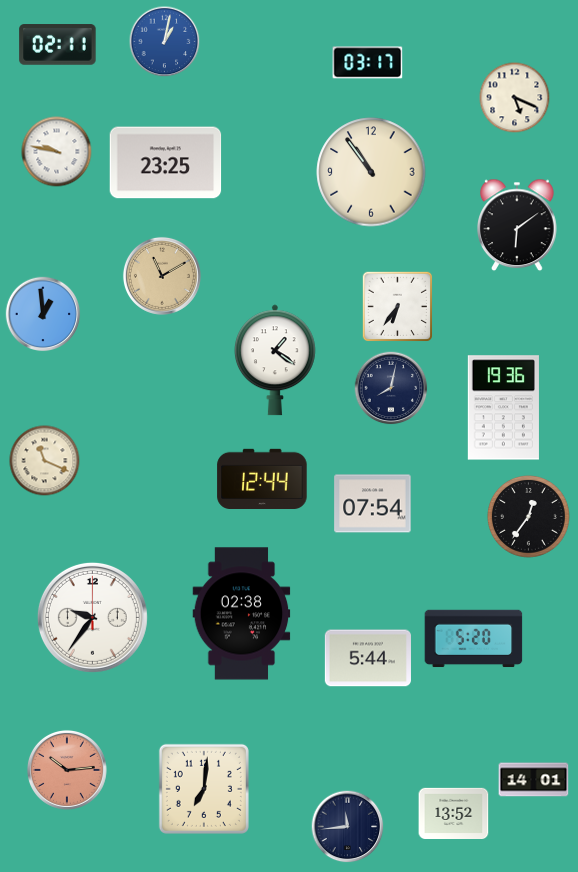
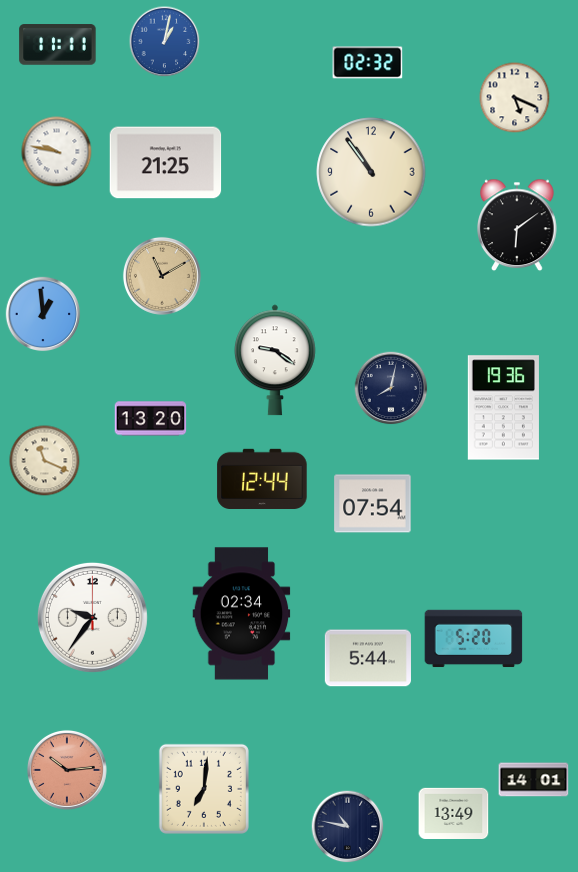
clock at (58, 45): 02:11 -> 11:11
clock at (368, 63): 03:17 -> 02:32
clock at (166, 163): 23:25 -> 21:25
clock at (397, 306): 6:36 -> none
clock at (275, 360): 1:21 -> 9:21
clock at (151, 419): none -> 13:20
clock at (528, 517): 12:36 -> none
clock at (242, 614): 02:38 -> 02:34
clock at (454, 814): 13:52 -> 13:49
clock at (348, 827): 11:44 -> 10:47
